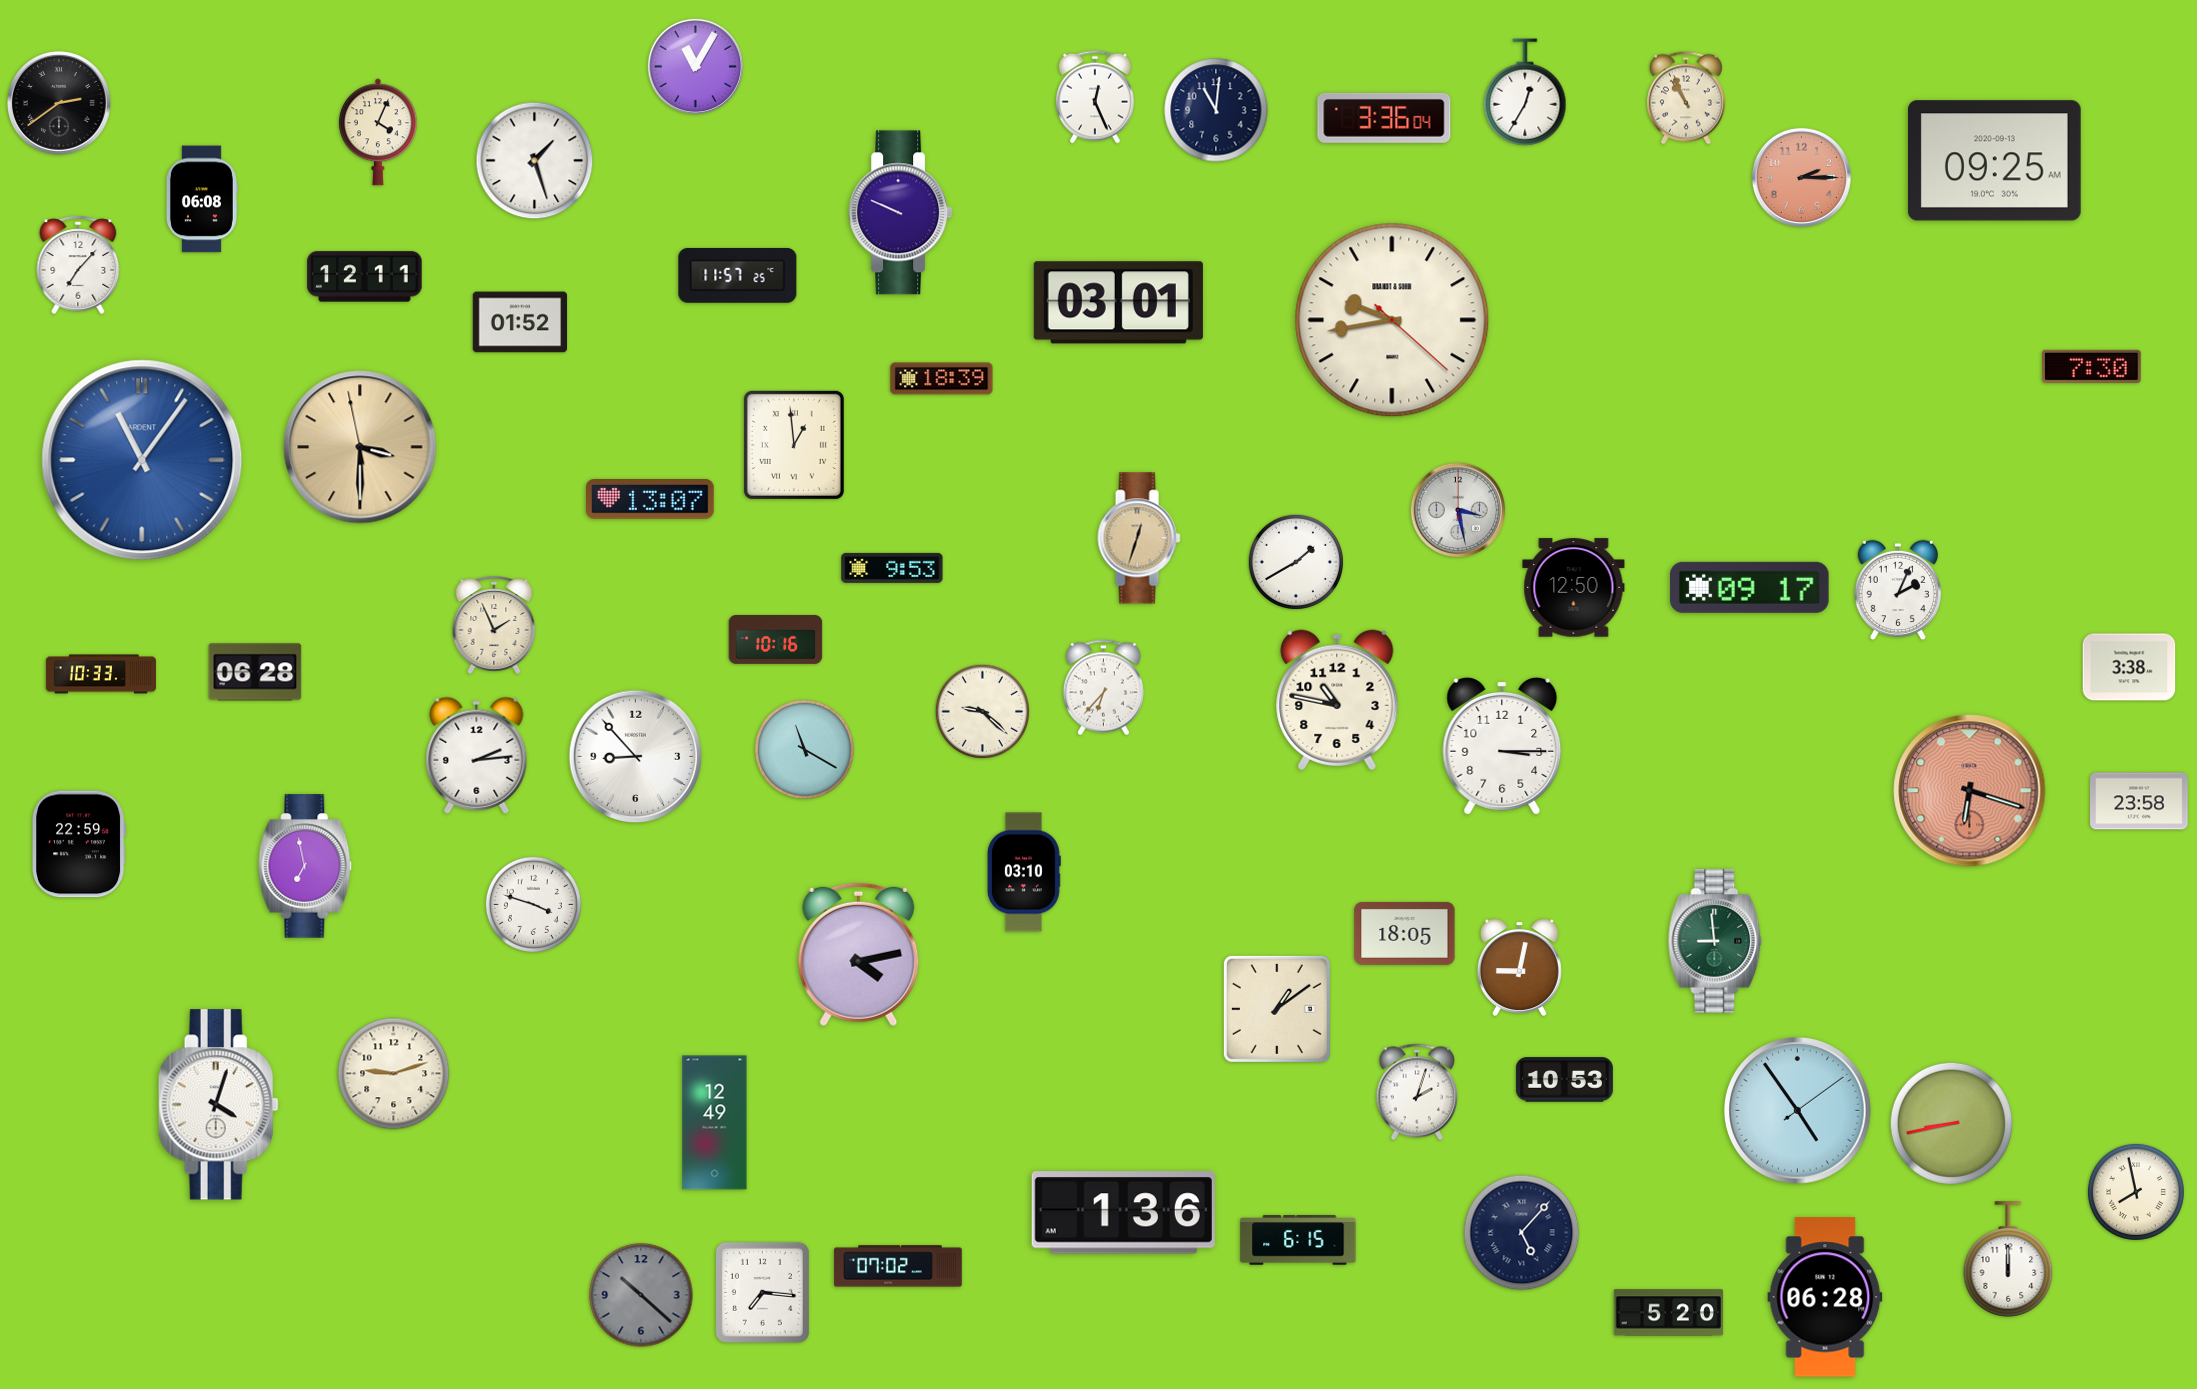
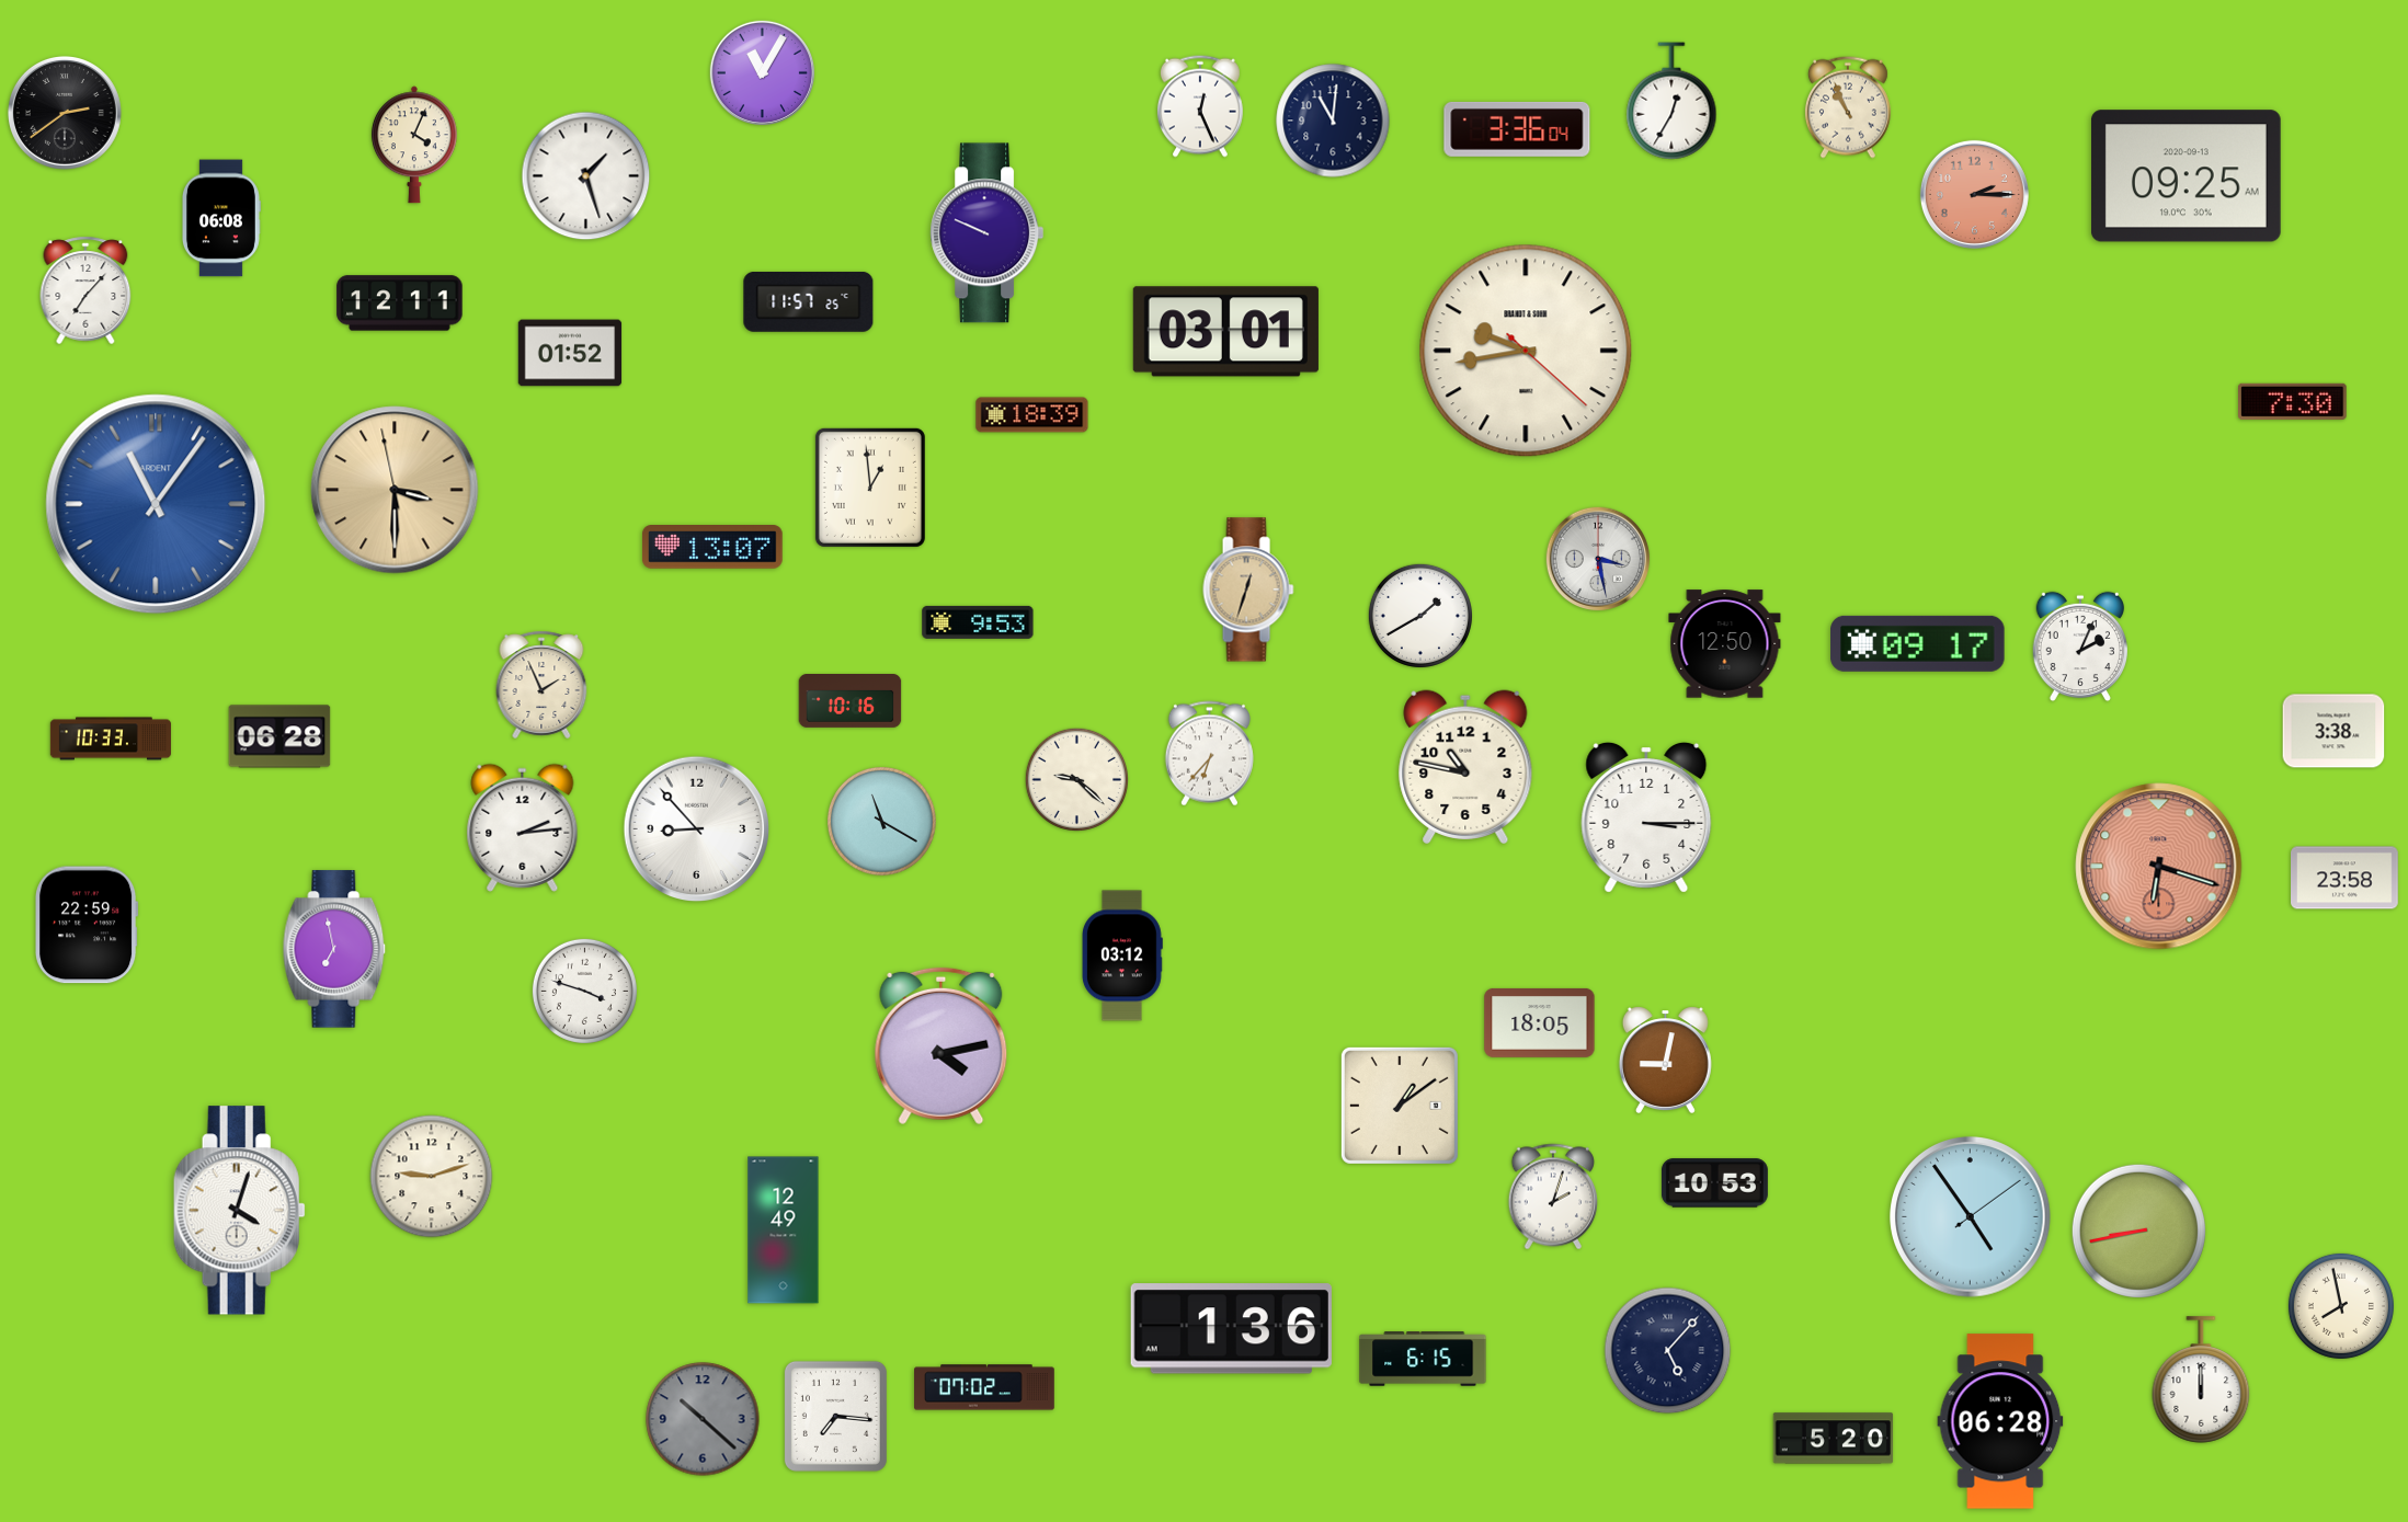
clock at (1024, 872): 03:10 -> 03:12
clock at (1715, 941): 8:59 -> none
clock at (1669, 1313) position: (1669, 1313) -> (1834, 1439)
